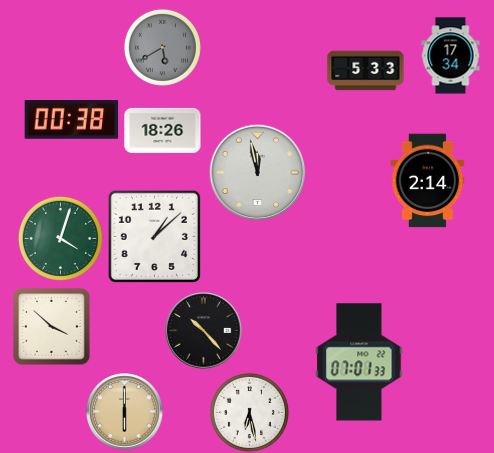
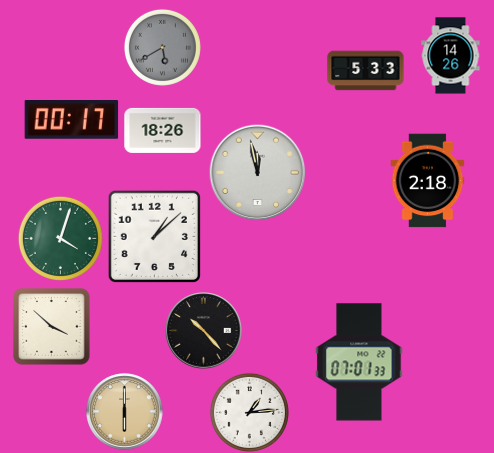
clock at (451, 56): 17:34 -> 14:26
clock at (72, 120): 00:38 -> 00:17
clock at (428, 181): 2:14 -> 2:18
clock at (249, 412): 6:28 -> 1:14
